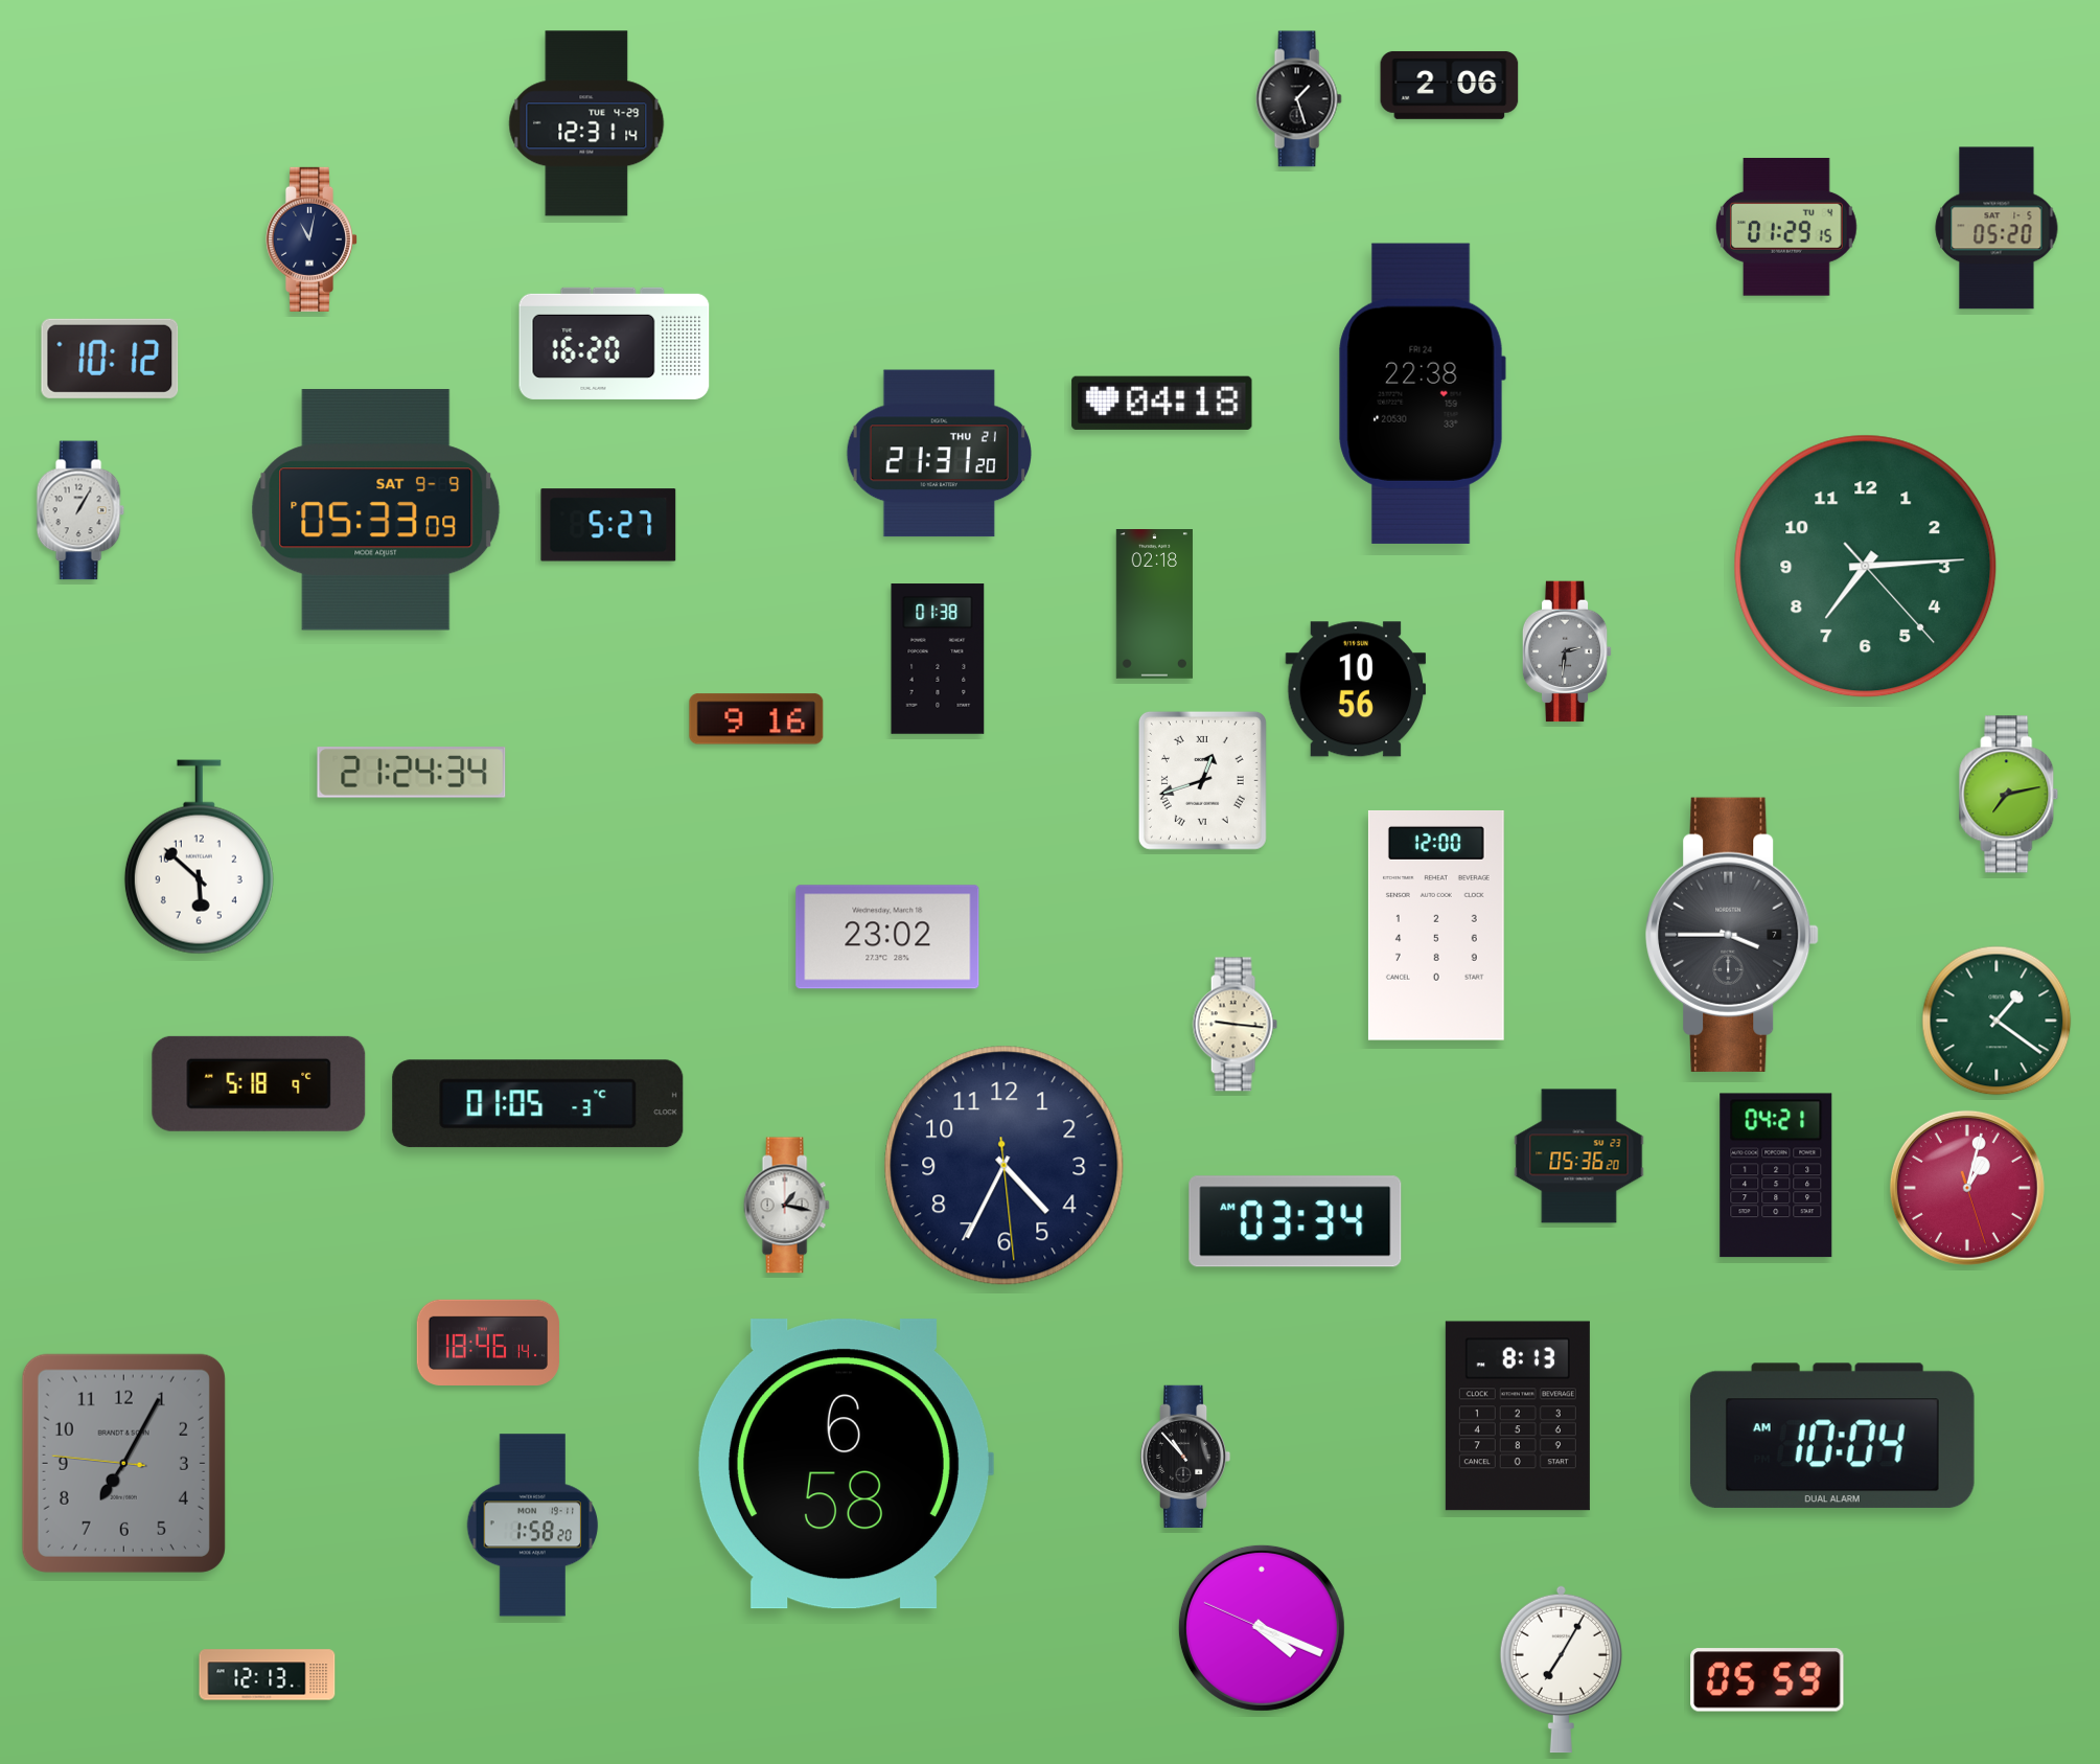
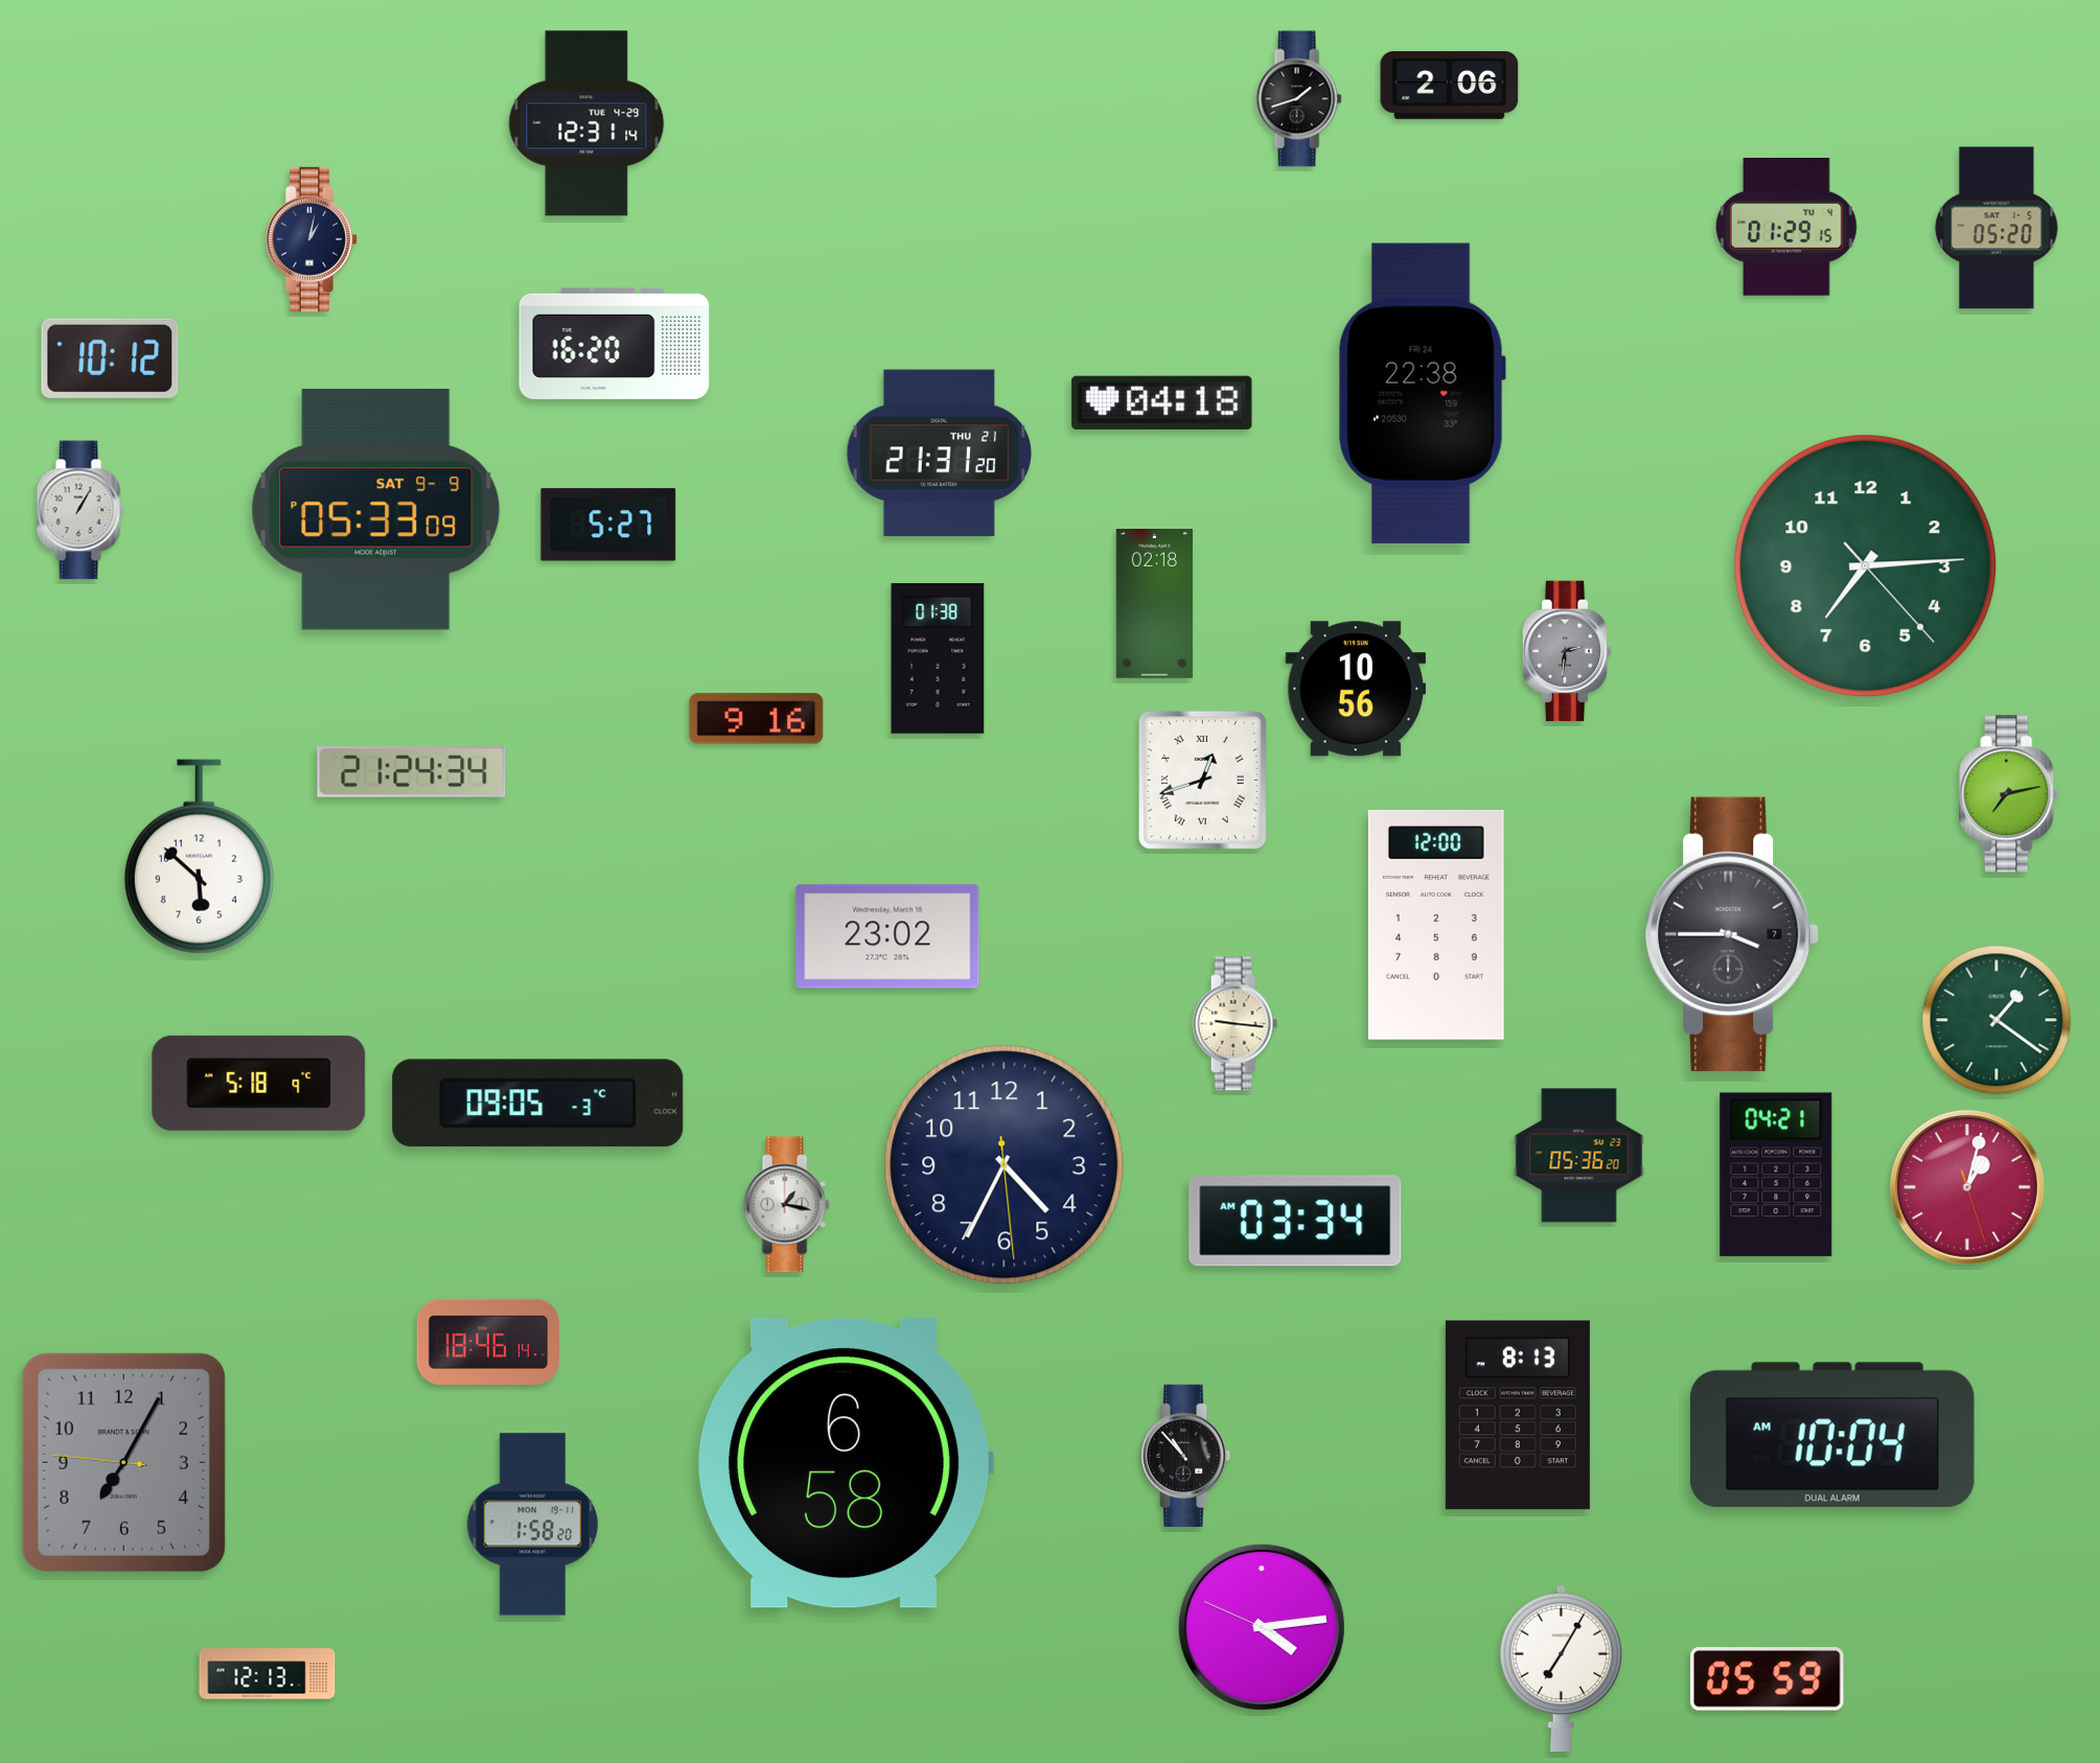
clock at (1298, 99): 1:27 -> 1:42
clock at (310, 239): 11:02 -> 1:02
clock at (538, 1104): 01:05 -> 09:05
clock at (1262, 1628): 4:18 -> 4:13
